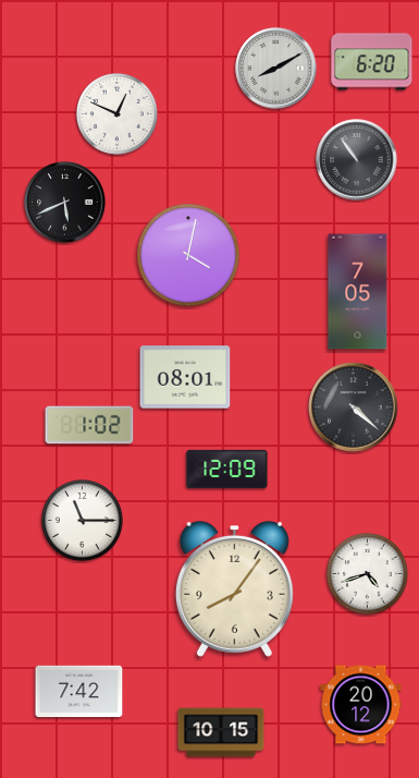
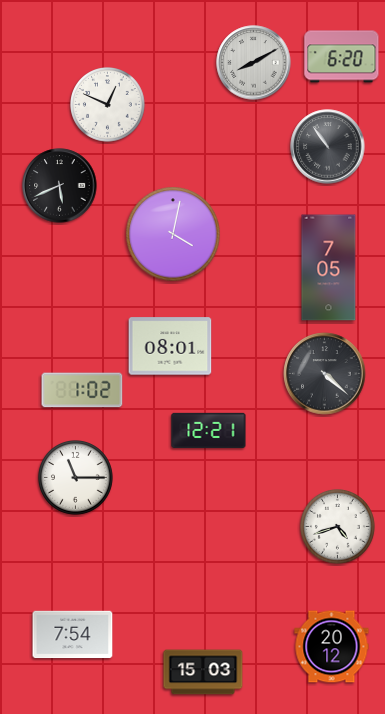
clock at (227, 469): 12:09 -> 12:21
clock at (234, 589): 8:06 -> none
clock at (79, 692): 7:42 -> 7:54
clock at (221, 732): 10:15 -> 15:03
